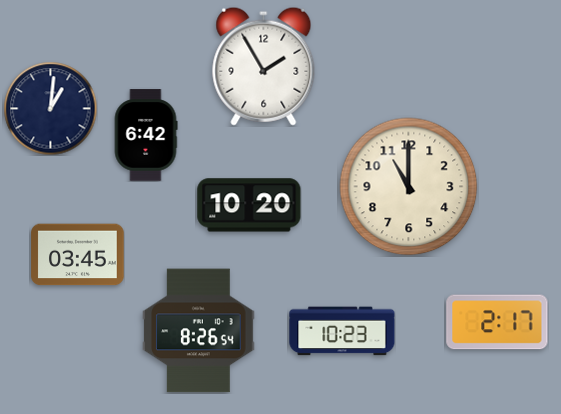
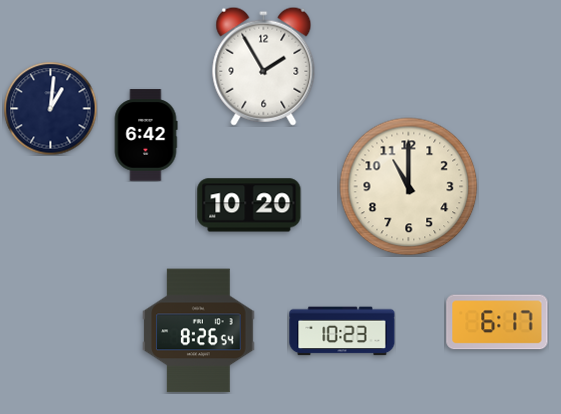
clock at (78, 255): 03:45 -> none
clock at (497, 322): 2:17 -> 6:17
